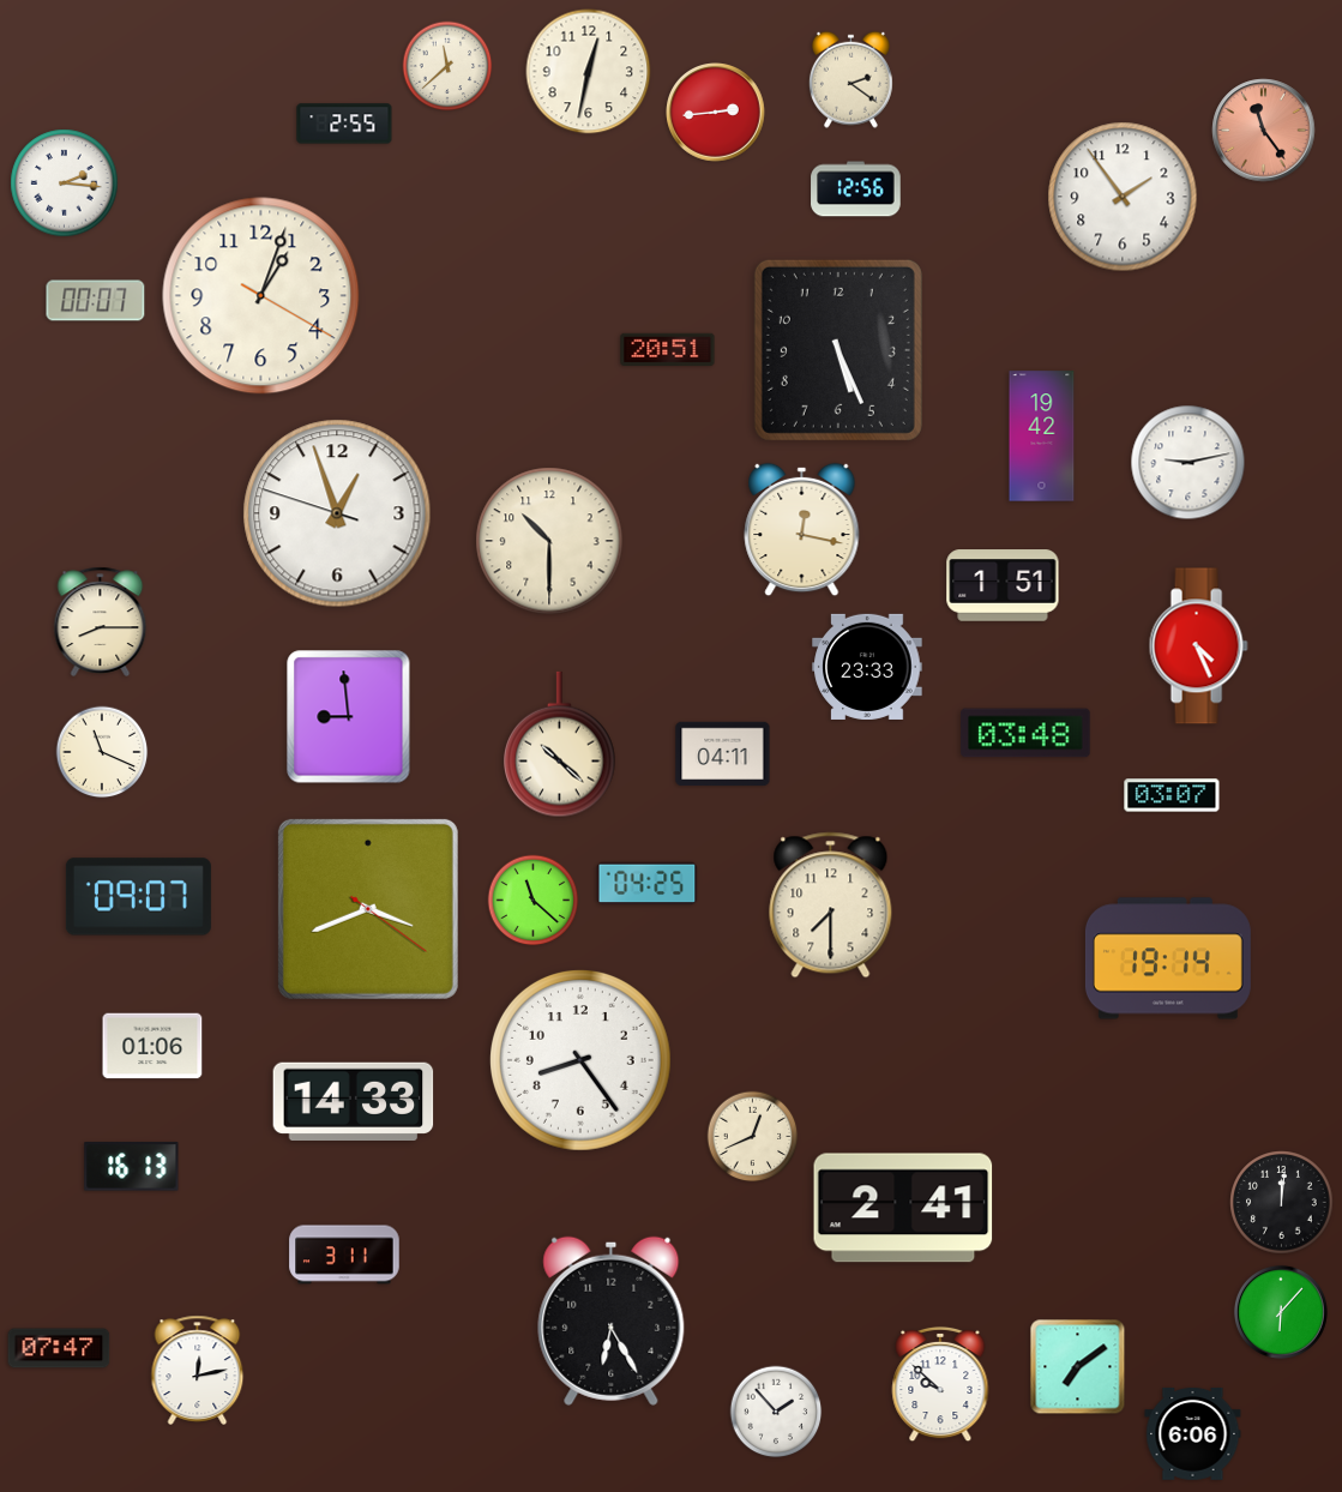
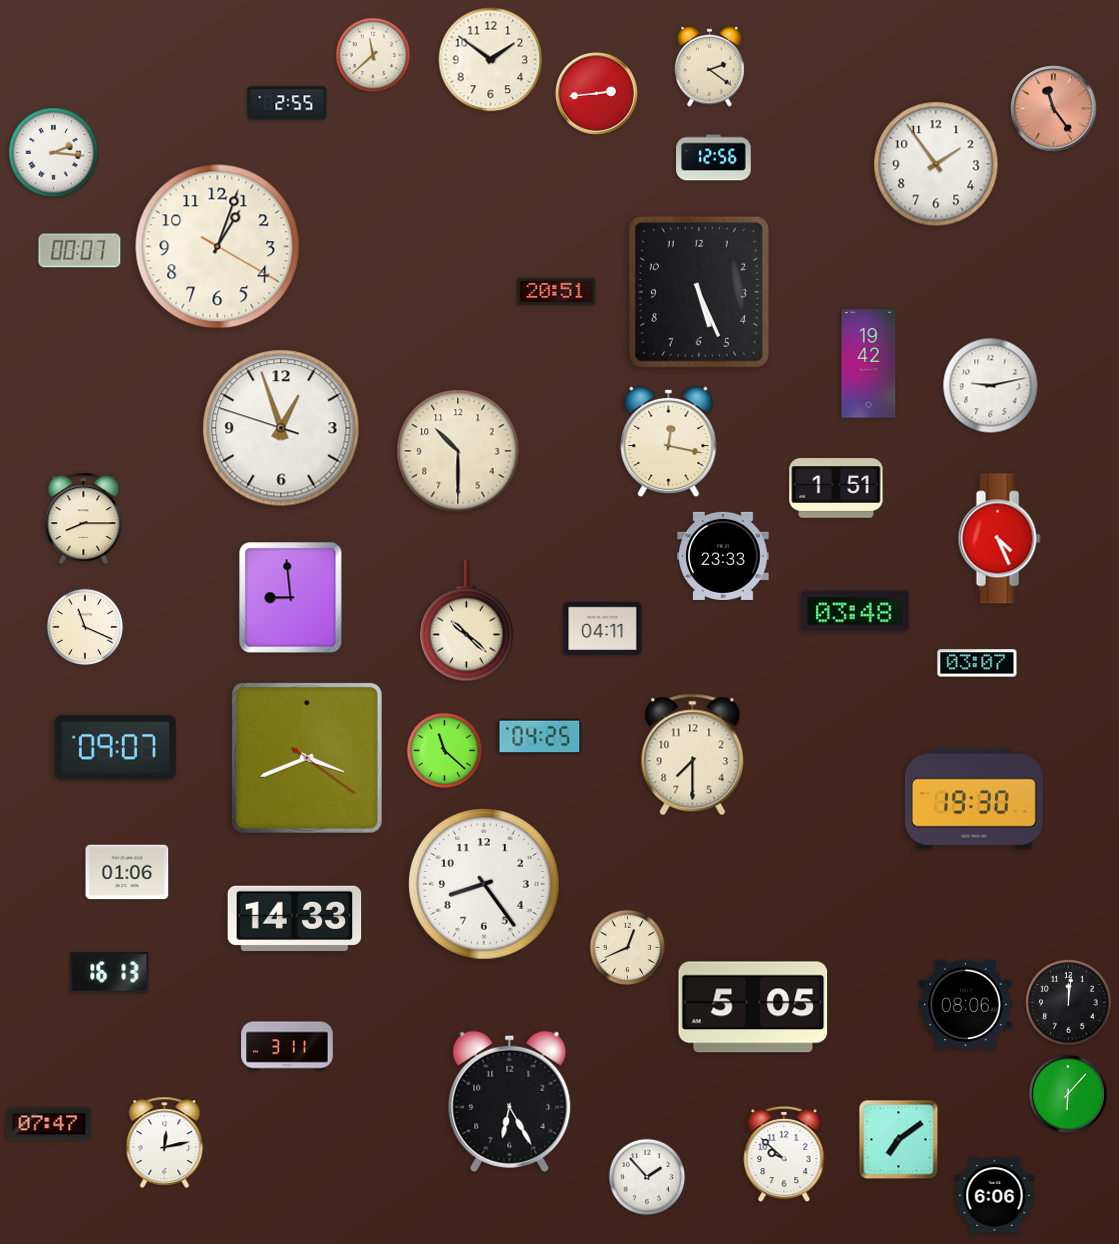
clock at (589, 72): 12:32 -> 1:51
clock at (1168, 958): 19:14 -> 19:30
clock at (966, 1005): none -> 08:06
clock at (903, 1208): 2:41 -> 5:05
